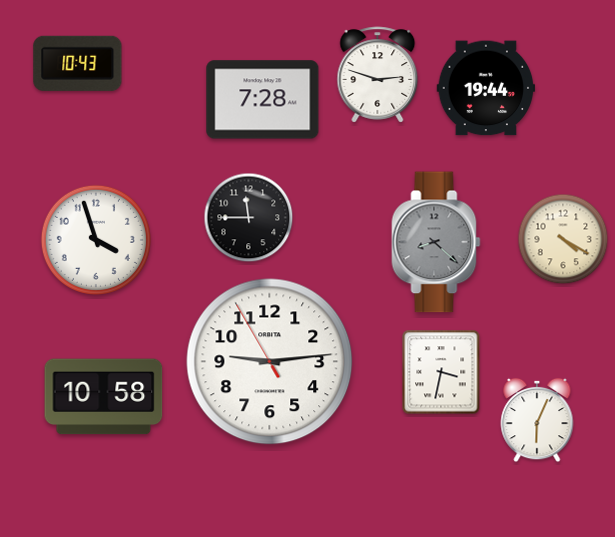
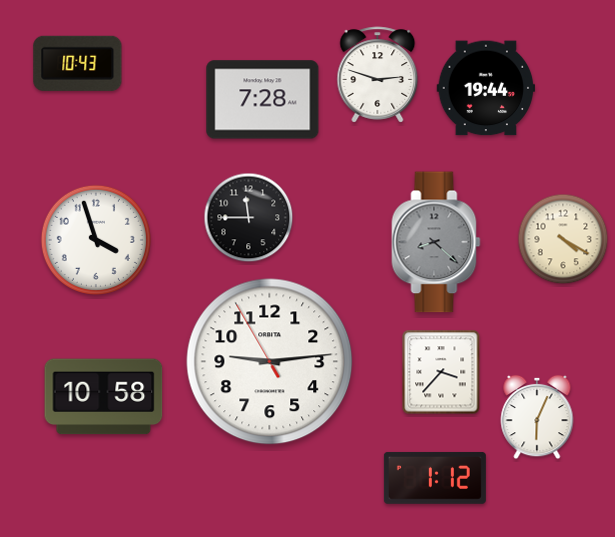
clock at (441, 372): 3:32 -> 3:37
clock at (537, 420) position: (537, 420) -> (537, 417)
clock at (435, 478): none -> 1:12
